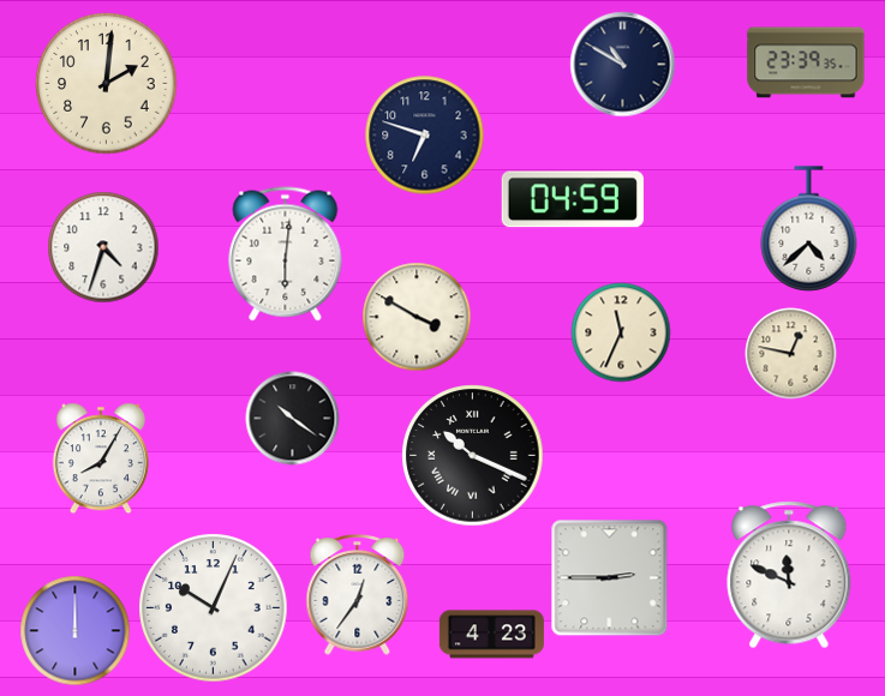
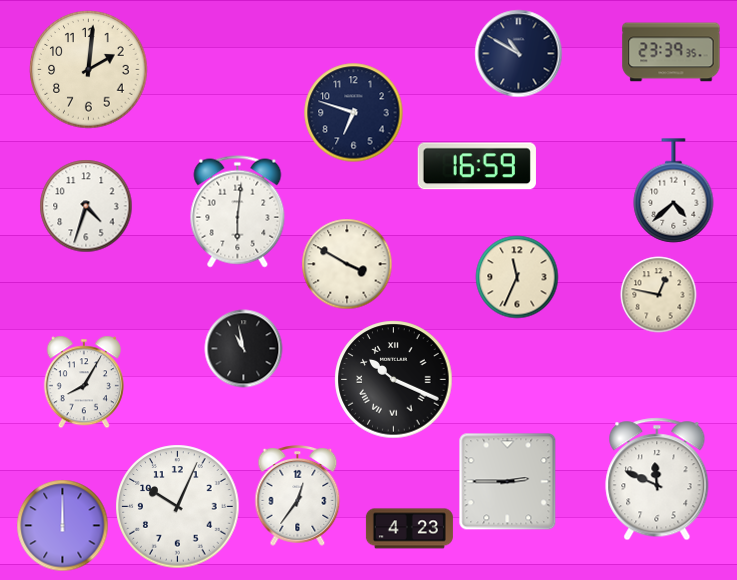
clock at (573, 199): 04:59 -> 16:59
clock at (293, 419): 10:21 -> 10:58
